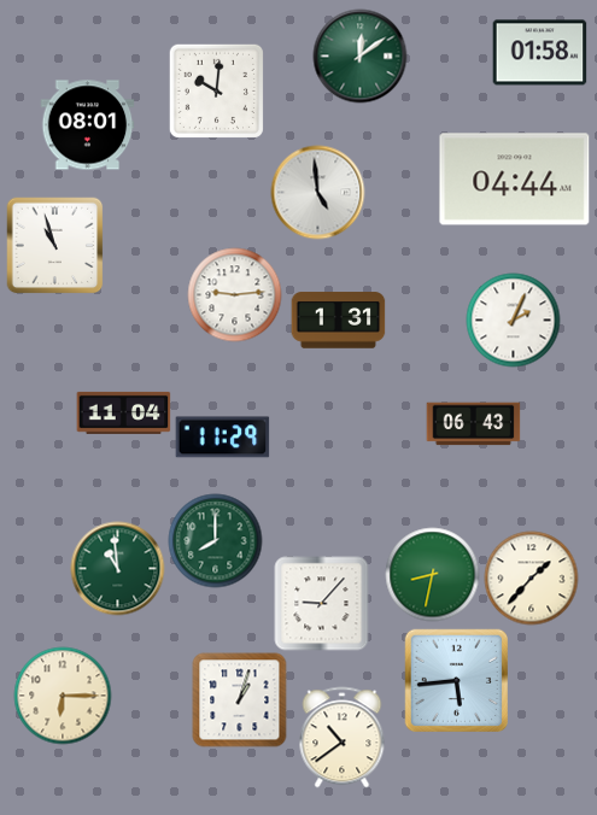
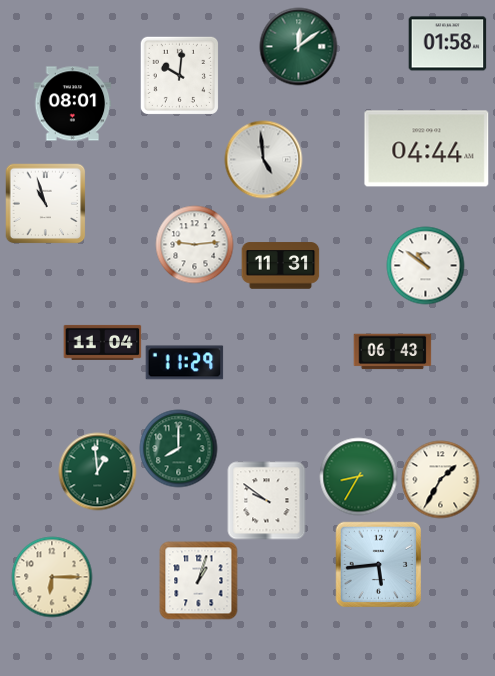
clock at (513, 319): 2:04 -> 10:51
clock at (338, 321): 1:31 -> 11:31
clock at (117, 568): 10:59 -> 12:59
clock at (432, 574): 8:32 -> 8:35
clock at (531, 577): 1:37 -> 1:35
clock at (321, 603): 9:07 -> 9:51
clock at (343, 737): 10:39 -> none
